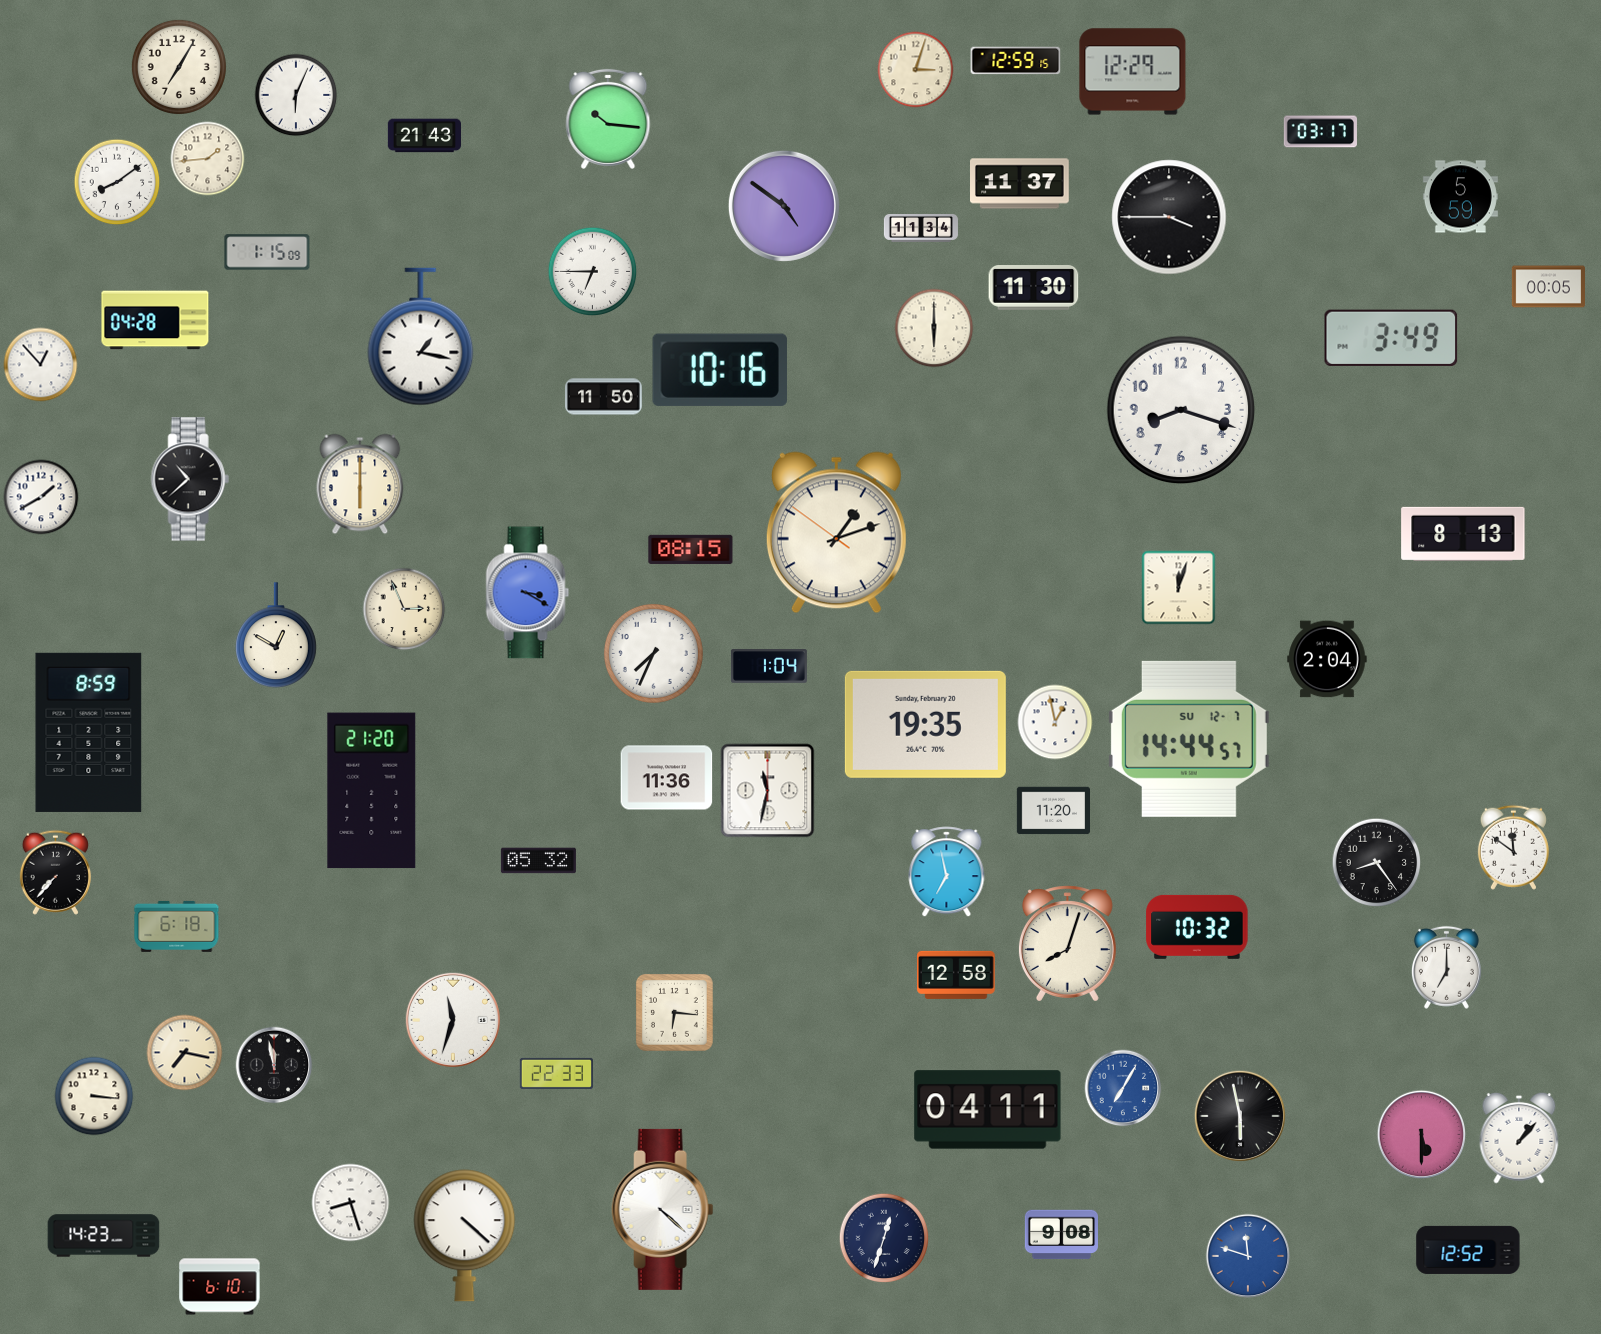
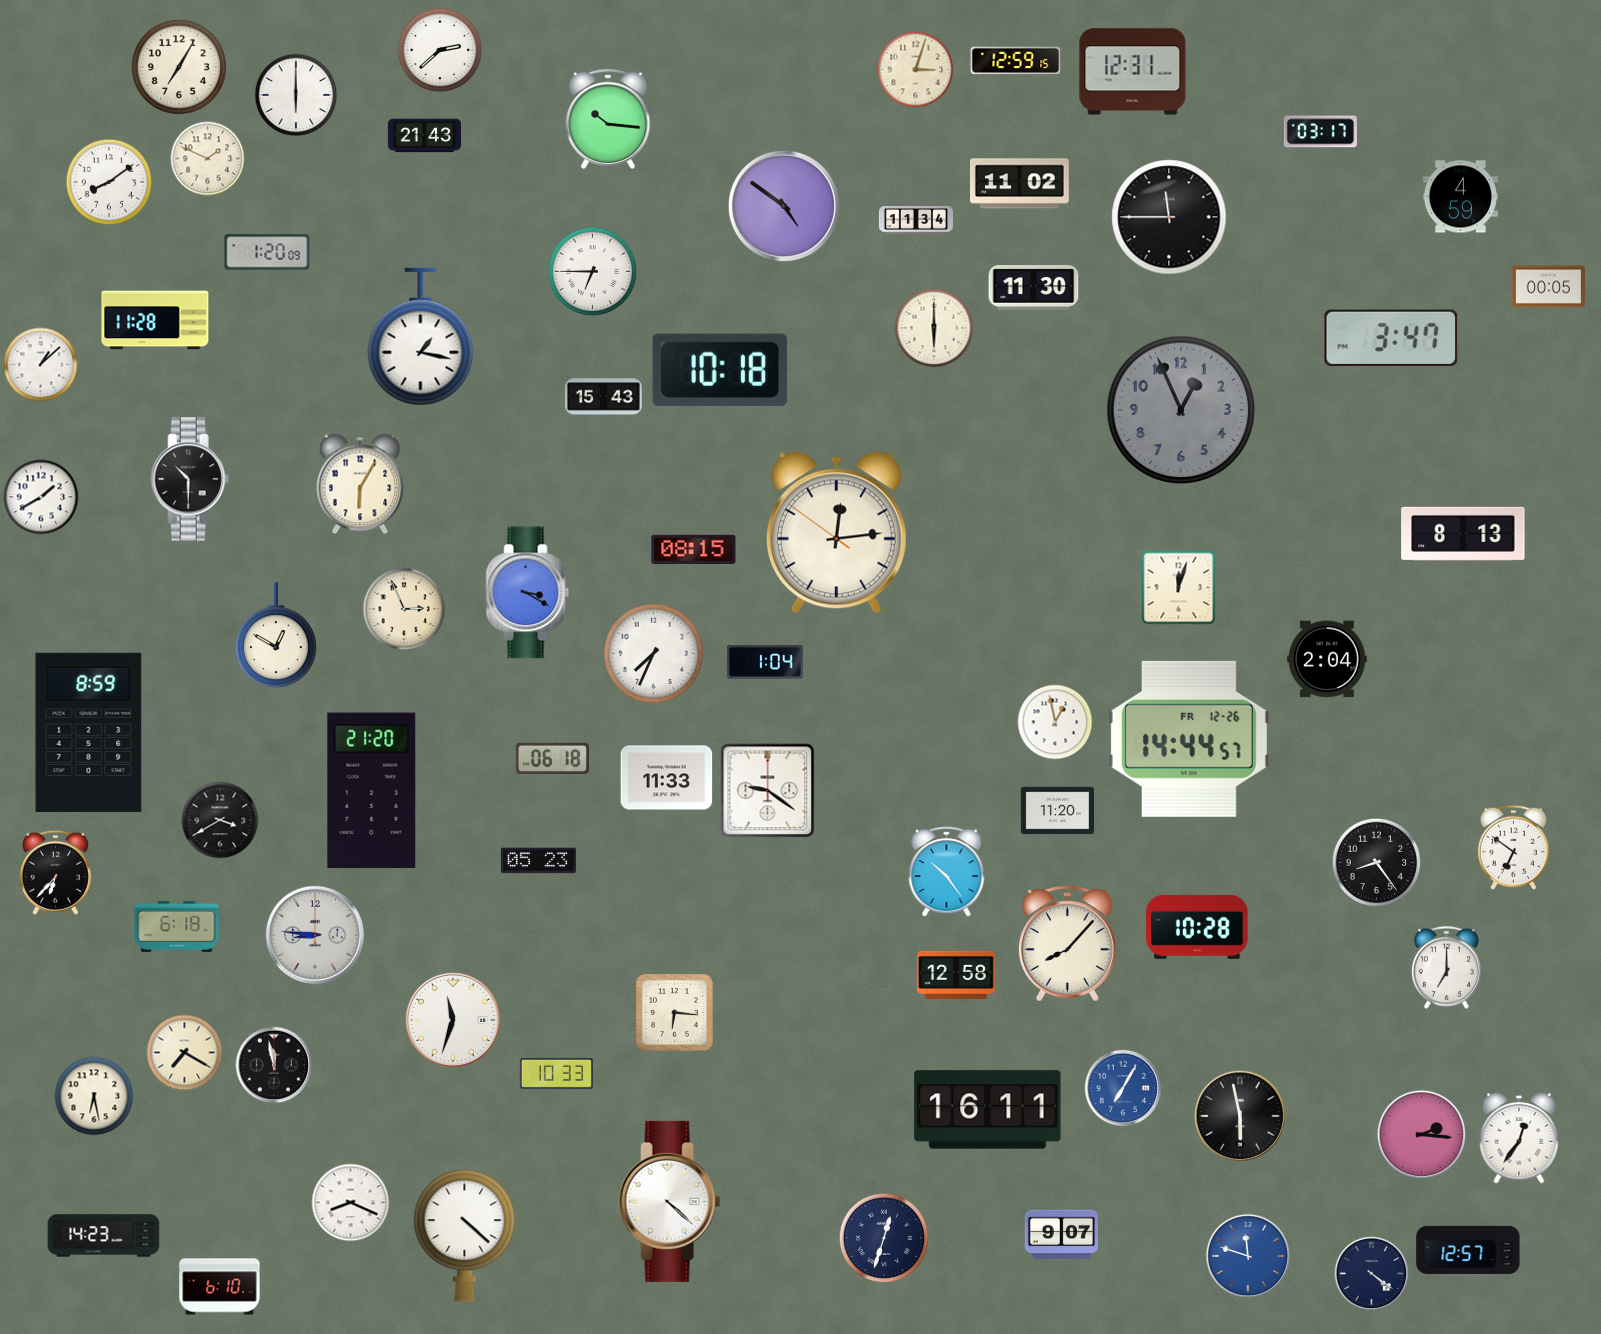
clock at (440, 50): none -> 2:38
clock at (1133, 72): 12:29 -> 12:31
clock at (296, 95): 6:04 -> 6:00
clock at (208, 159): 1:44 -> 1:49
clock at (117, 182) position: (117, 182) -> (109, 182)
clock at (1020, 184): 11:37 -> 11:02
clock at (1460, 197): 5:59 -> 4:59
clock at (1169, 217): 3:45 -> 11:45
clock at (921, 229) position: (921, 229) -> (916, 221)
clock at (267, 252): 1:15 -> 1:20
clock at (155, 320): 04:28 -> 11:28
clock at (1391, 338): 3:49 -> 3:47
clock at (41, 365): 12:53 -> 1:08
clock at (720, 370): 10:16 -> 10:18
clock at (604, 397): 11:50 -> 15:43
clock at (1181, 410): 8:18 -> 12:56
clock at (1181, 410) dial: white -> grey
clock at (190, 479): 10:38 -> 10:30
clock at (360, 484): 6:00 -> 6:05
clock at (836, 533): 1:11 -> 12:13
clock at (691, 549) position: (691, 549) -> (694, 549)
clock at (769, 666) position: (769, 666) -> (765, 662)
clock at (925, 724): 19:35 -> none
clock at (1189, 739) date: SU 12-7 -> FR 12-26
clock at (552, 758): none -> 06:18
clock at (667, 778): 11:36 -> 11:33
clock at (768, 791): 11:32 -> 9:21
clock at (1053, 811) position: (1053, 811) -> (1057, 811)
clock at (220, 820): none -> 3:40
clock at (1513, 847): 11:51 -> 6:51
clock at (538, 861): 05:32 -> 05:23
clock at (55, 872): 7:37 -> 6:37
clock at (947, 872): 6:58 -> 10:24
clock at (1197, 927): 10:32 -> 10:28
clock at (315, 935): none -> 8:46
clock at (1067, 944): 8:03 -> 8:07
clock at (185, 1053): 7:17 -> 7:20
clock at (556, 1073): 22:33 -> 10:33
clock at (94, 1096): 3:16 -> 6:28
clock at (988, 1110): 04:11 -> 16:11
clock at (1422, 1135): 5:30 -> 2:16
clock at (1519, 1138): 1:07 -> 12:36
clock at (351, 1203): 8:27 -> 8:19
clock at (663, 1209) position: (663, 1209) -> (670, 1201)
clock at (1061, 1235): 9:08 -> 9:07
clock at (1468, 1250): 12:52 -> 12:57
clock at (1372, 1274): none -> 4:21
